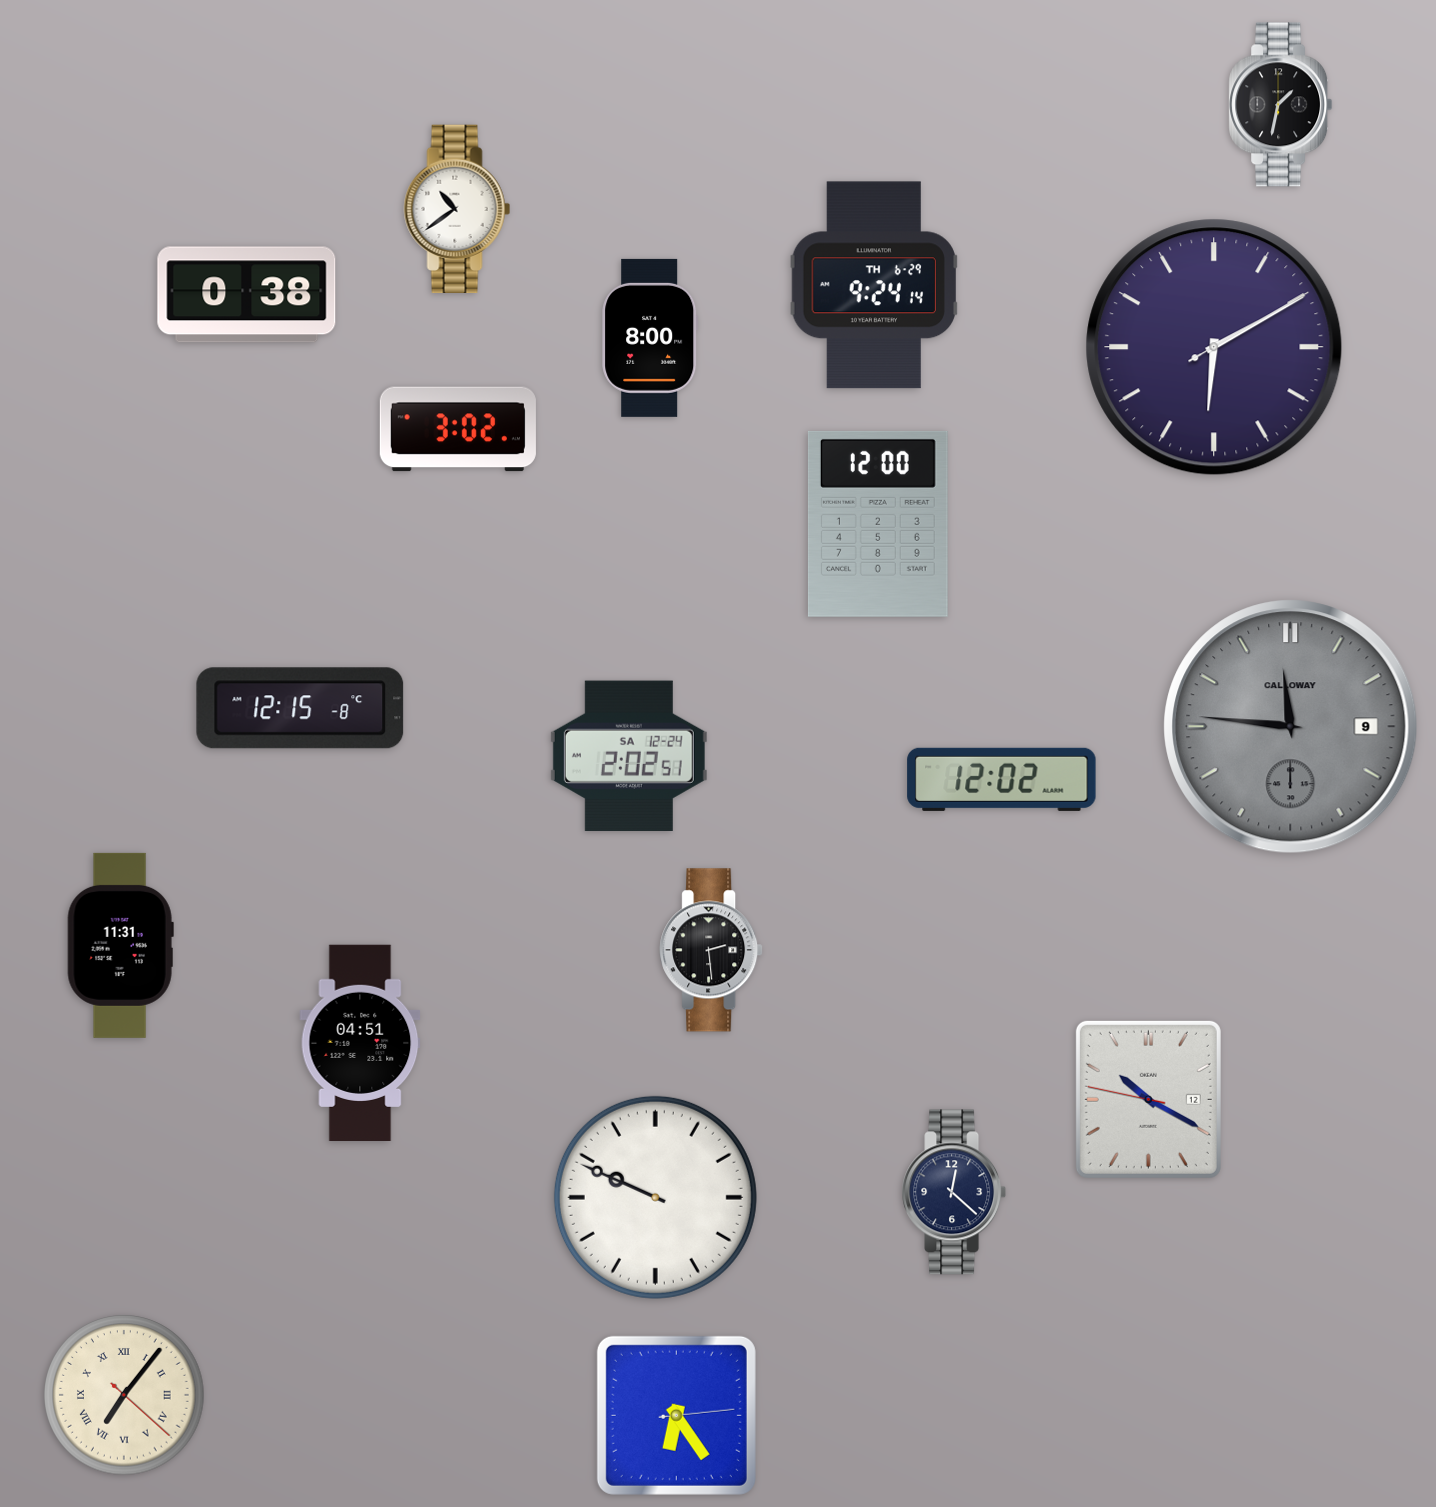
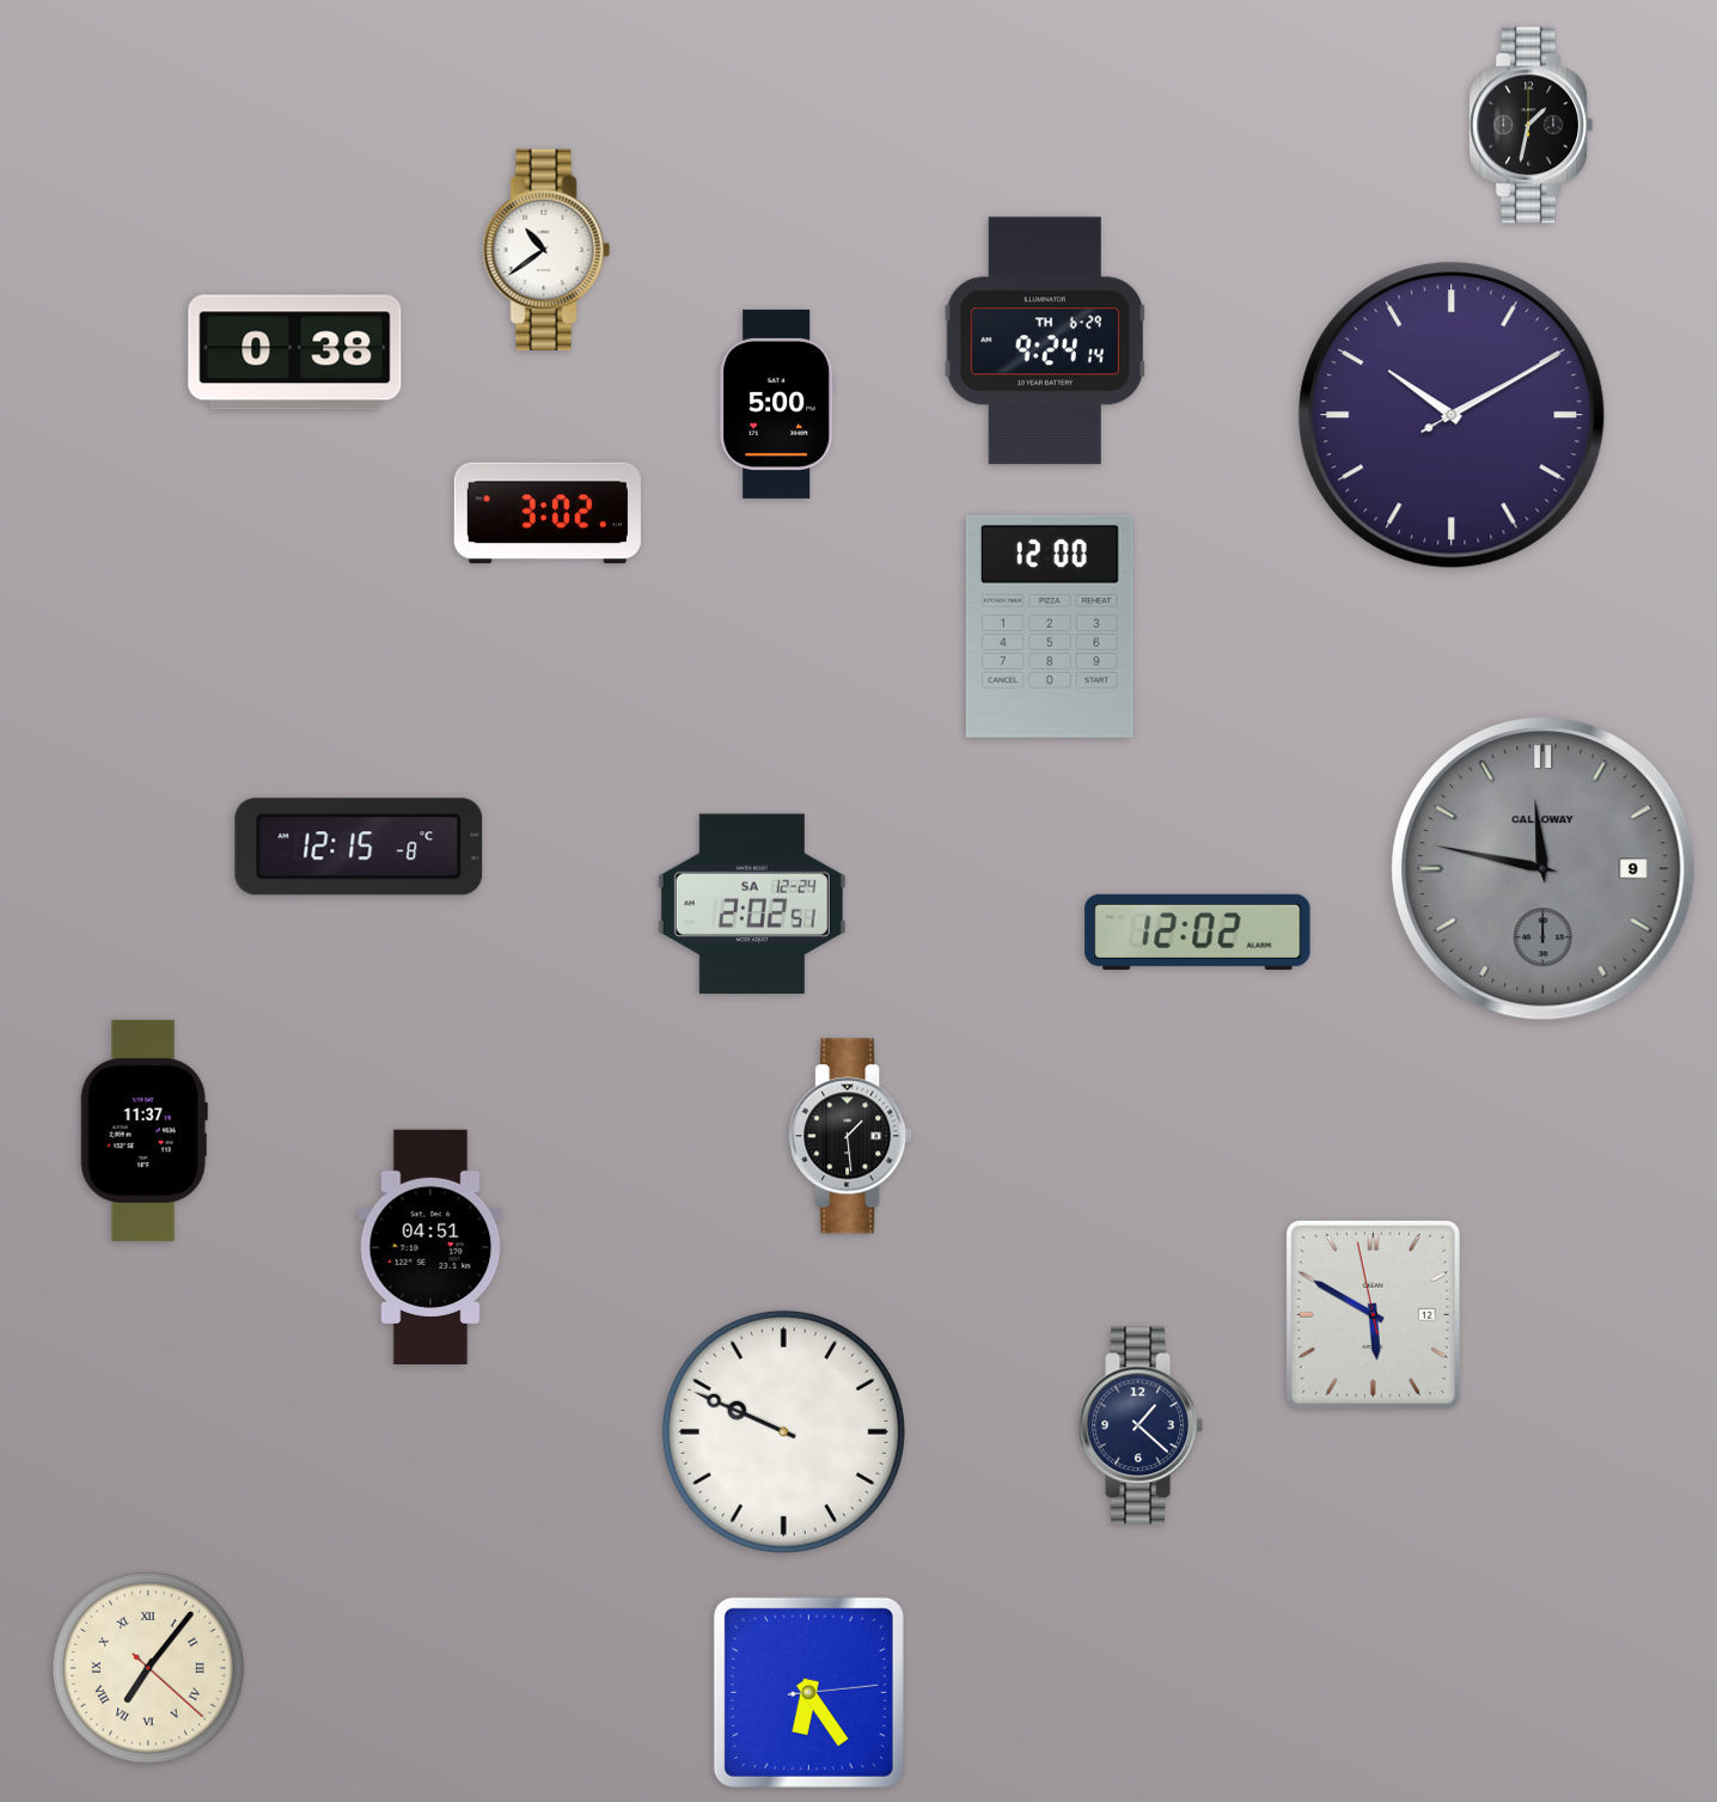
clock at (650, 338): 8:00 -> 5:00
clock at (1214, 347): 6:10 -> 10:10
clock at (1291, 727): 11:46 -> 11:47
clock at (120, 945): 11:31 -> 11:37
clock at (711, 950): 2:29 -> 1:29
clock at (1148, 1099): 10:19 -> 5:49
clock at (954, 1192): 12:22 -> 1:22
